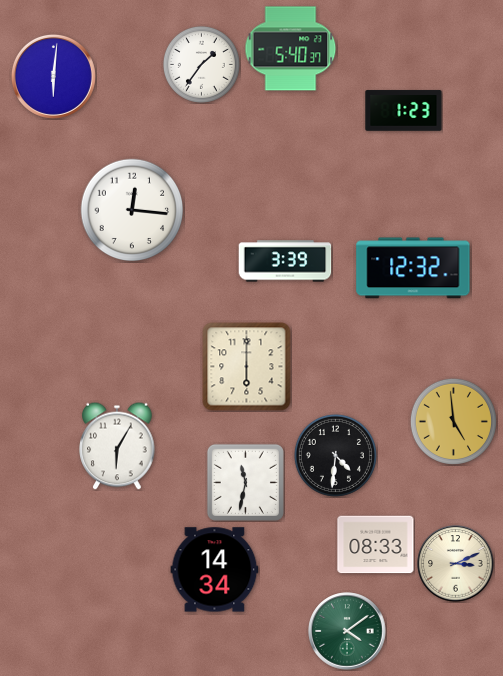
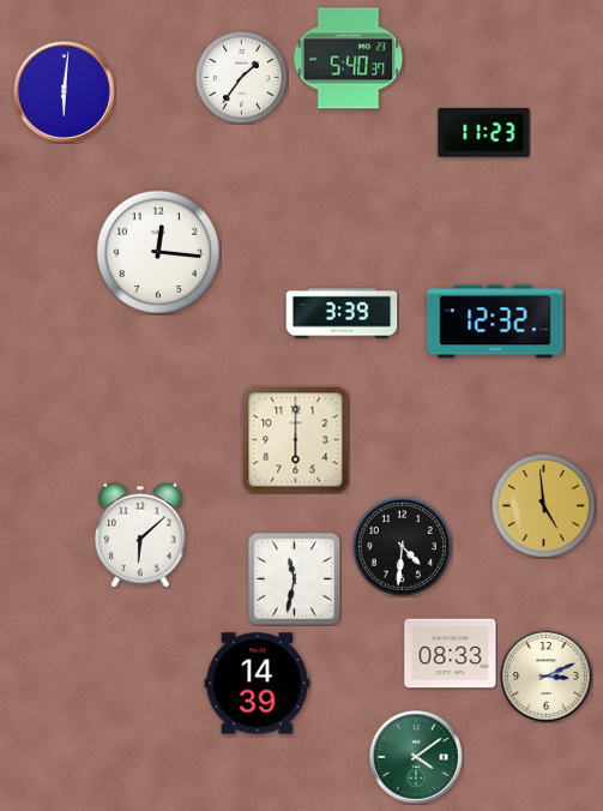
clock at (404, 111): 1:23 -> 11:23
clock at (117, 446): 6:05 -> 6:08
clock at (215, 570): 14:34 -> 14:39
